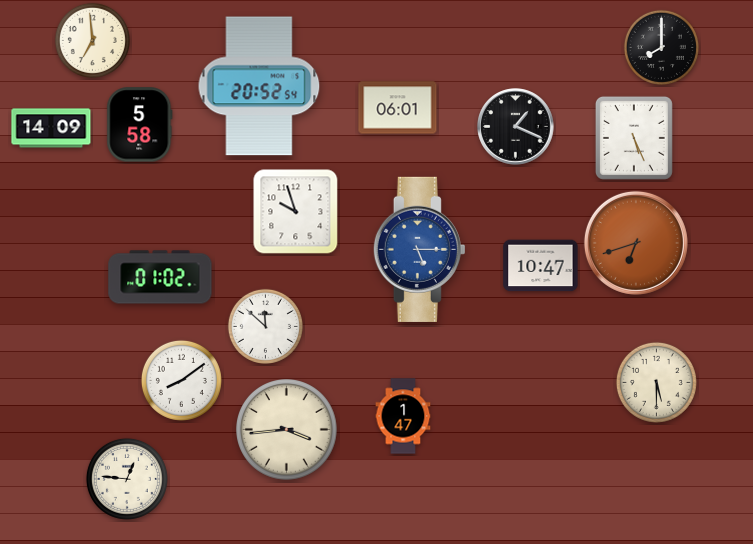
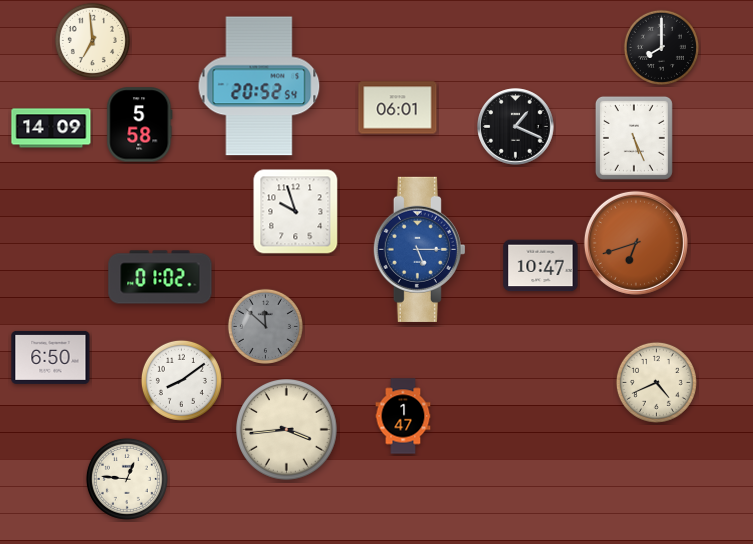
clock at (265, 326) dial: white -> grey
clock at (51, 357): none -> 6:50
clock at (656, 382): 5:30 -> 4:41
